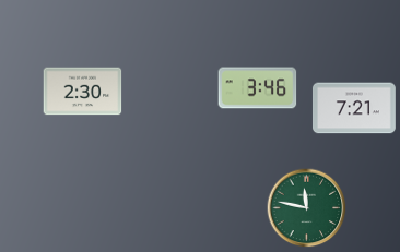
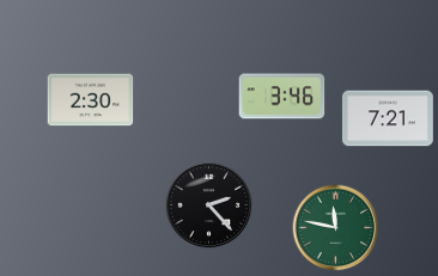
clock at (209, 206): none -> 2:23
